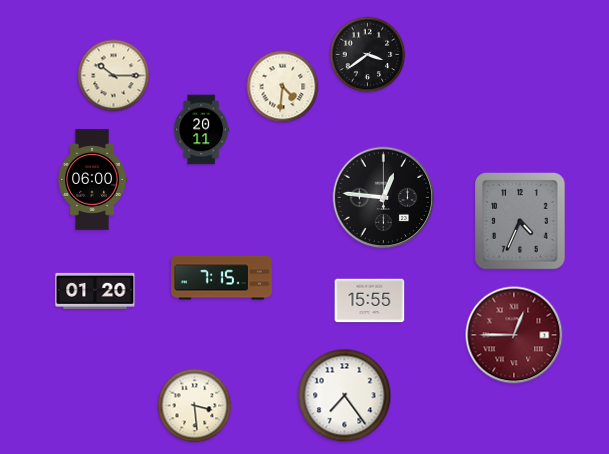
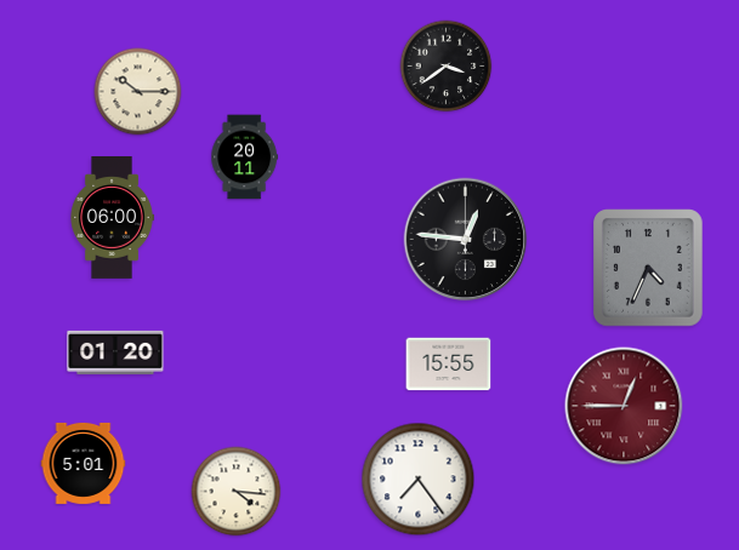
clock at (283, 87): 4:31 -> none
clock at (520, 221) position: (520, 221) -> (648, 268)
clock at (222, 278): 7:15 -> none
clock at (84, 463): none -> 5:01
clock at (195, 406): 3:29 -> 4:16
